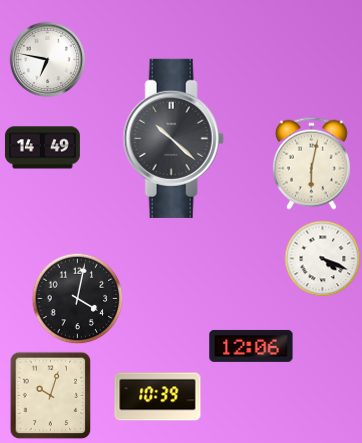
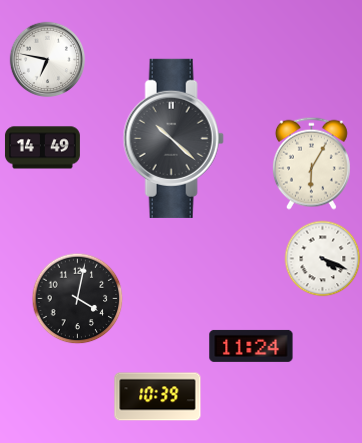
clock at (311, 163): 6:02 -> 6:05
clock at (251, 346): 12:06 -> 11:24
clock at (51, 396): 10:03 -> none
